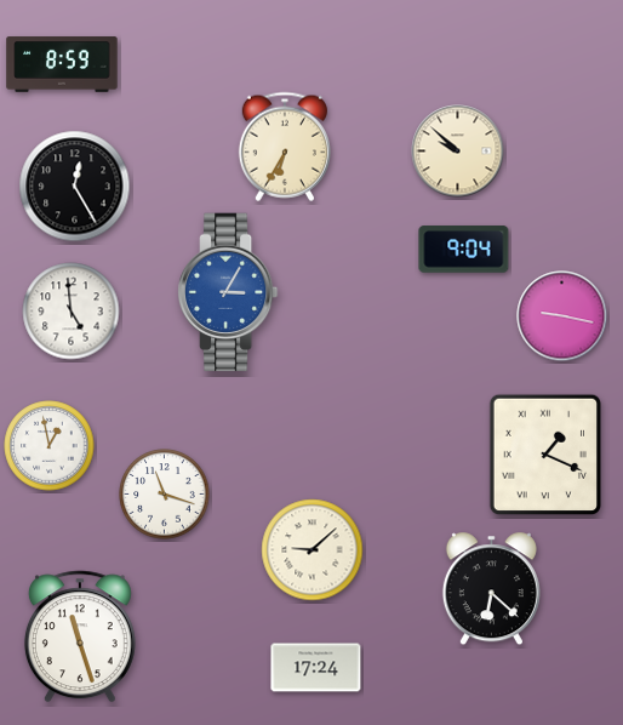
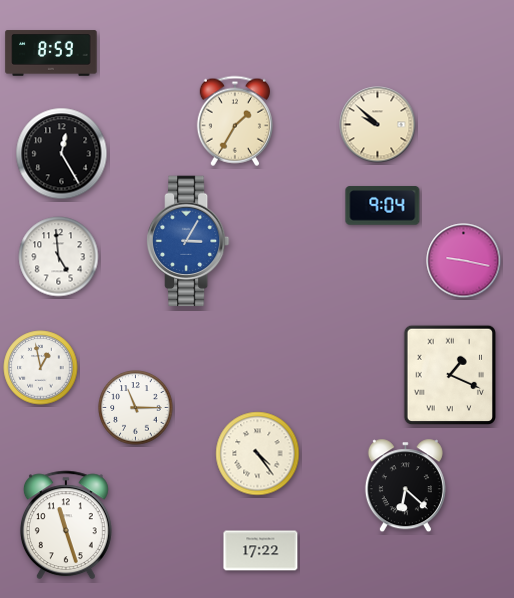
clock at (285, 147): 6:35 -> 1:35
clock at (165, 495): 11:18 -> 11:15
clock at (313, 550): 9:08 -> 4:24
clock at (316, 668): 17:24 -> 17:22
